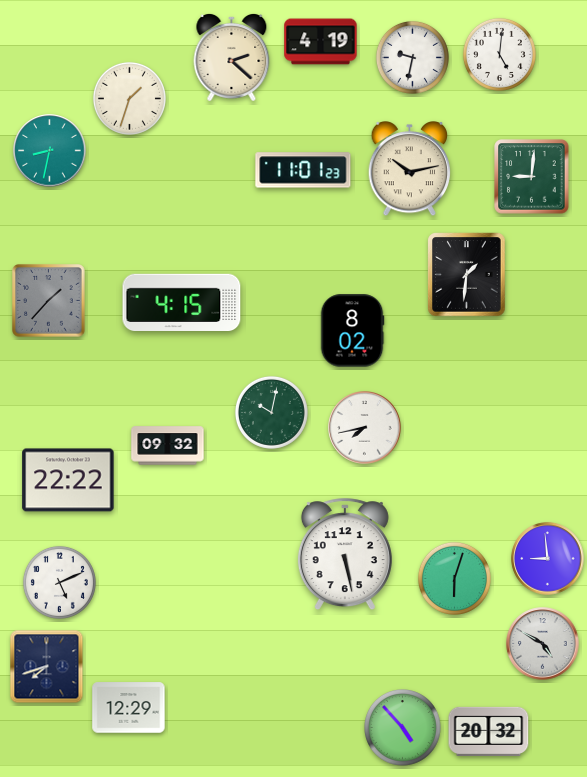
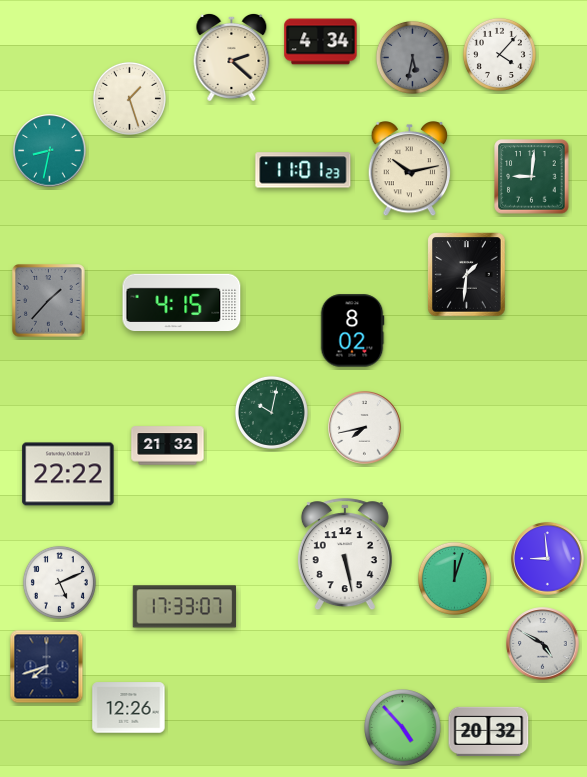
clock at (321, 42): 4:19 -> 4:34
clock at (499, 54): 5:01 -> 4:07
clock at (412, 57): 9:32 -> 5:32
clock at (412, 57) dial: white -> grey
clock at (129, 98): 1:33 -> 1:27
clock at (168, 446): 09:32 -> 21:32
clock at (68, 480) position: (68, 480) -> (68, 474)
clock at (454, 578): 6:03 -> 12:03
clock at (185, 607): none -> 17:33
clock at (129, 708): 12:29 -> 12:26
